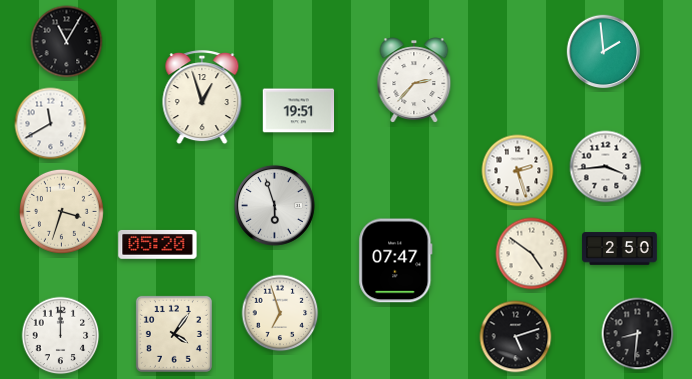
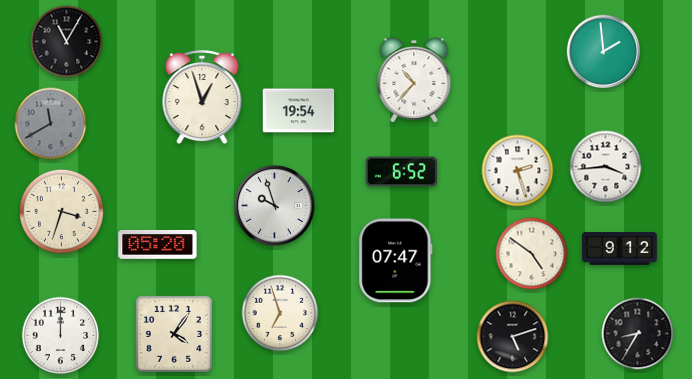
clock at (414, 80): 2:37 -> 10:37
clock at (299, 111): 19:51 -> 19:54
clock at (51, 124) dial: white -> grey
clock at (402, 172): none -> 6:52
clock at (274, 205): 5:57 -> 9:57
clock at (620, 249): 2:50 -> 9:12
clock at (638, 334): 8:31 -> 8:35
clock at (516, 337) position: (516, 337) -> (513, 337)
